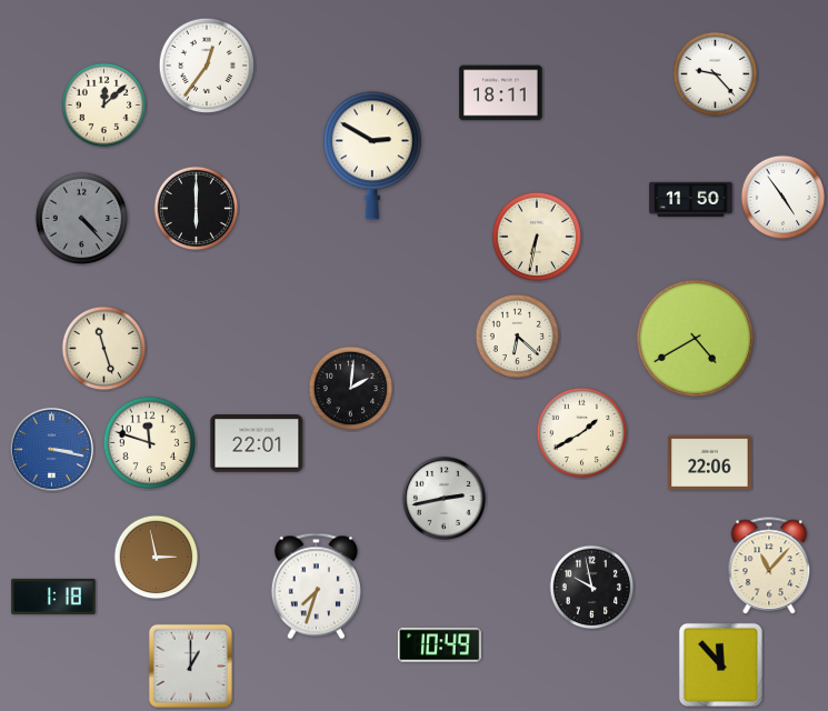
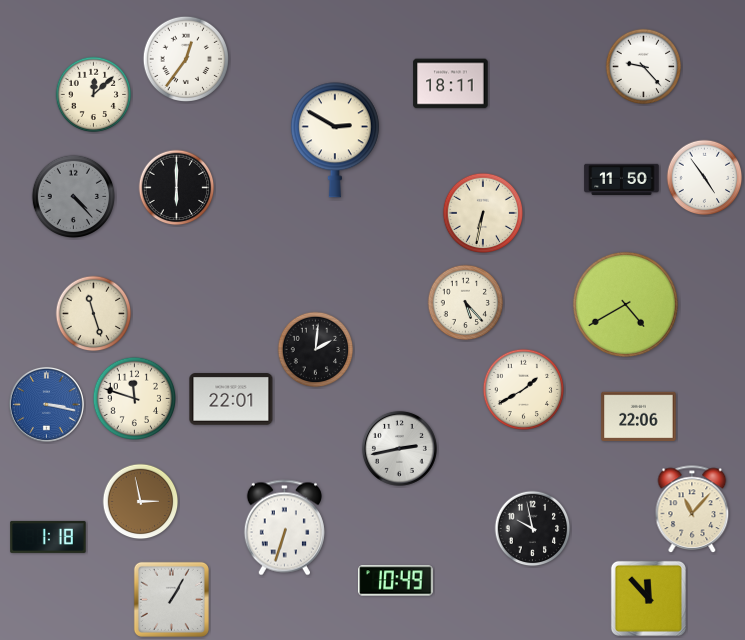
clock at (518, 337): 6:22 -> 5:23
clock at (316, 587): 7:33 -> 6:33
clock at (190, 665): 1:00 -> 1:05
